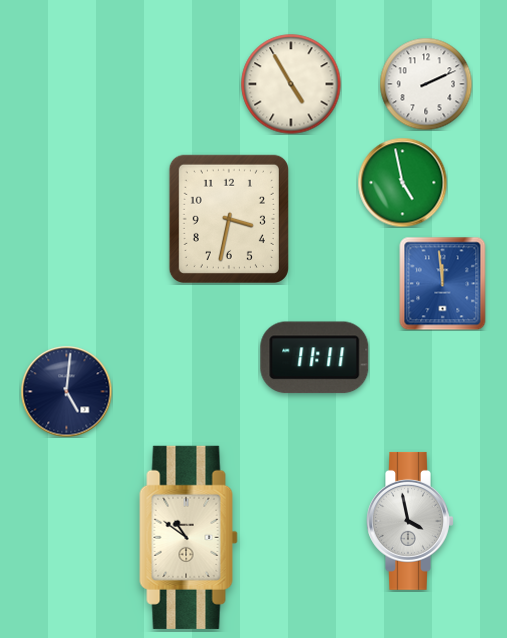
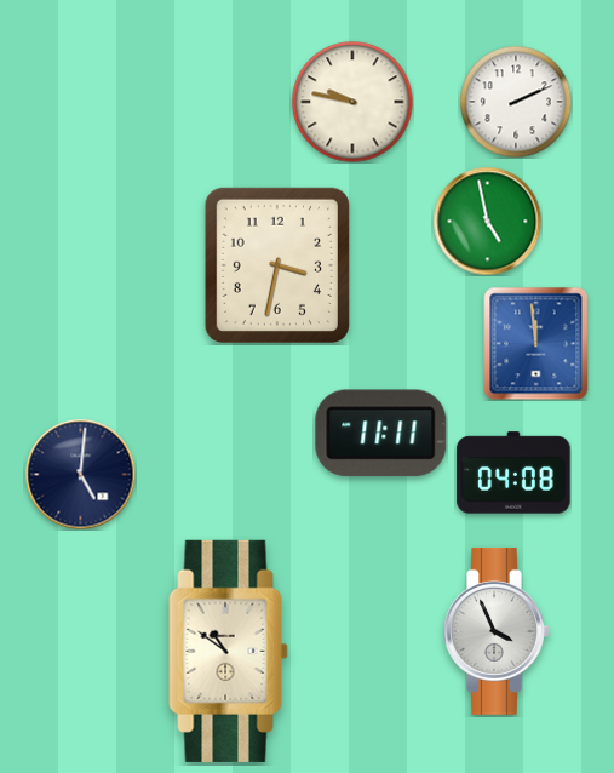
clock at (291, 84): 4:55 -> 9:47
clock at (513, 473): none -> 04:08
clock at (410, 521): 3:58 -> 3:56
